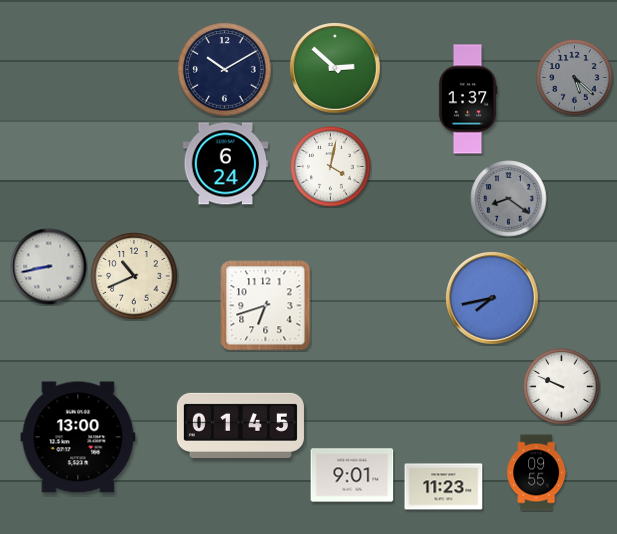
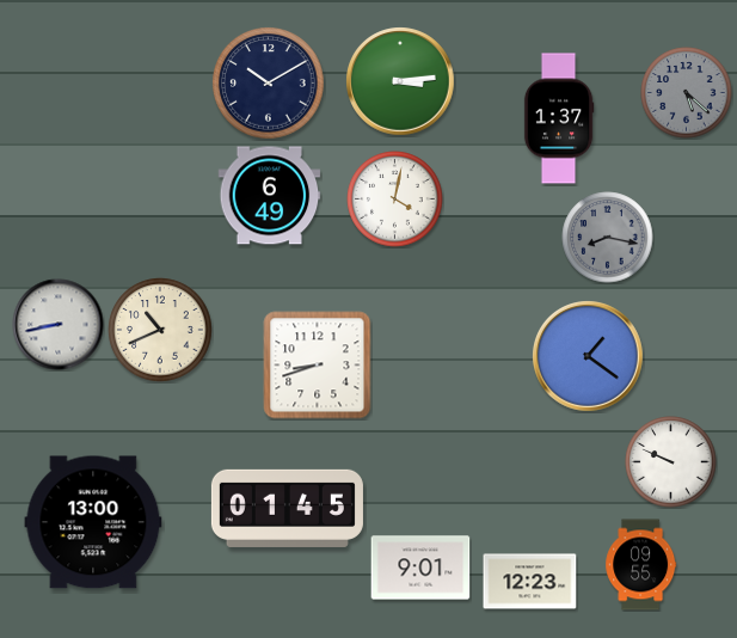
clock at (335, 68): 2:52 -> 3:14
clock at (226, 164): 6:24 -> 6:49
clock at (509, 199): 8:21 -> 8:17
clock at (49, 267) position: (49, 267) -> (59, 325)
clock at (493, 299): 7:43 -> 1:21
clock at (266, 306): 6:42 -> 8:42
clock at (444, 487): 11:23 -> 12:23
